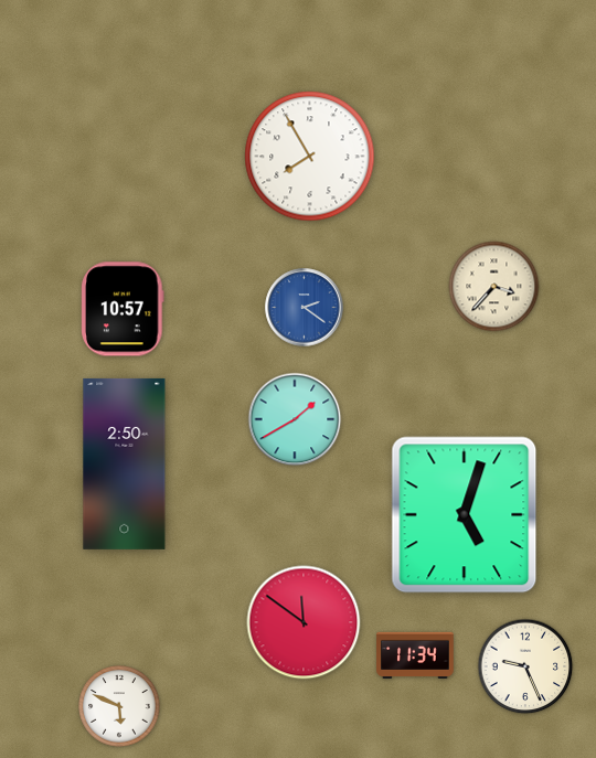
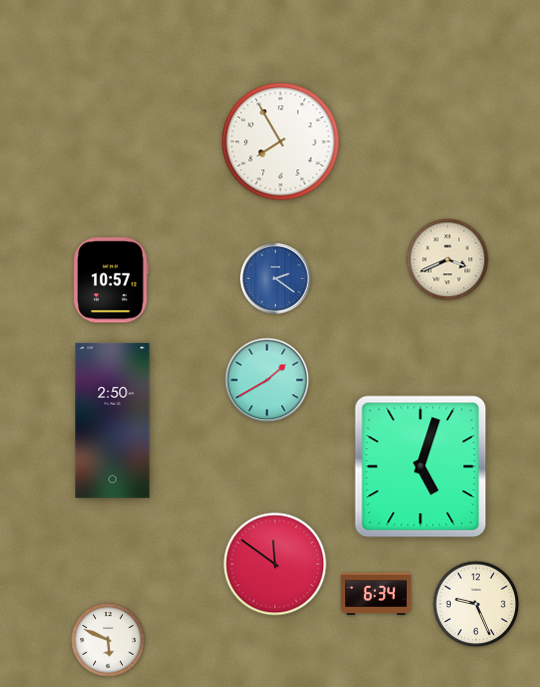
clock at (494, 287): 3:37 -> 3:41
clock at (415, 654): 11:34 -> 6:34
